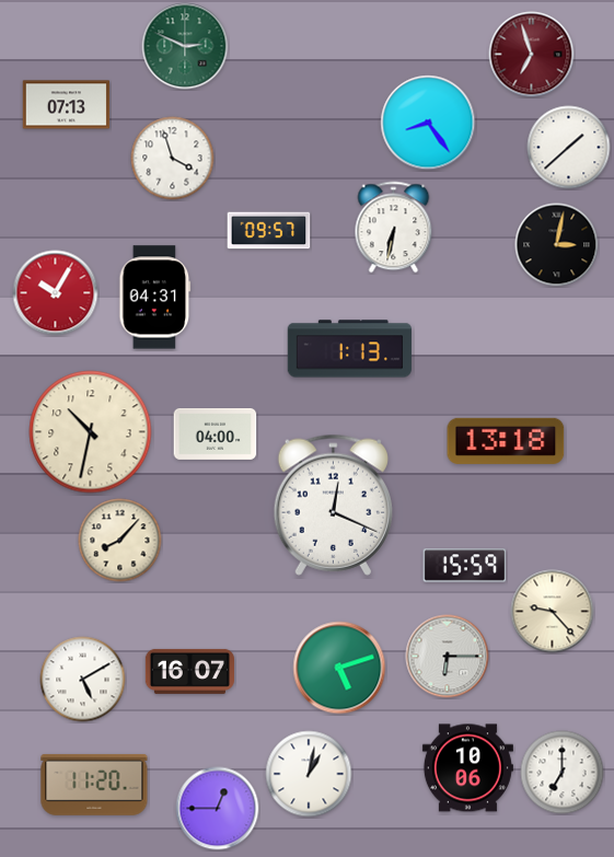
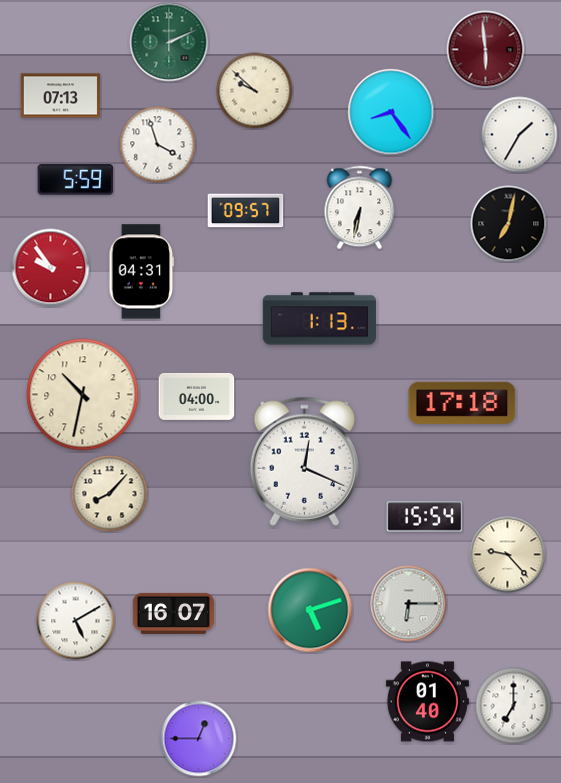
clock at (185, 46): 2:49 -> 2:11
clock at (532, 55): 6:57 -> 5:59
clock at (255, 91): none -> 9:52
clock at (569, 148): 1:38 -> 1:35
clock at (76, 180): none -> 5:59
clock at (557, 245): 3:02 -> 7:02
clock at (56, 293): 10:05 -> 9:54
clock at (506, 441): 13:18 -> 17:18
clock at (465, 566): 15:59 -> 15:54
clock at (553, 612) position: (553, 612) -> (508, 555)
clock at (448, 657) position: (448, 657) -> (409, 604)
clock at (467, 768): 10:06 -> 01:40
clock at (309, 774): 1:02 -> none
clock at (94, 785): 11:20 -> none
